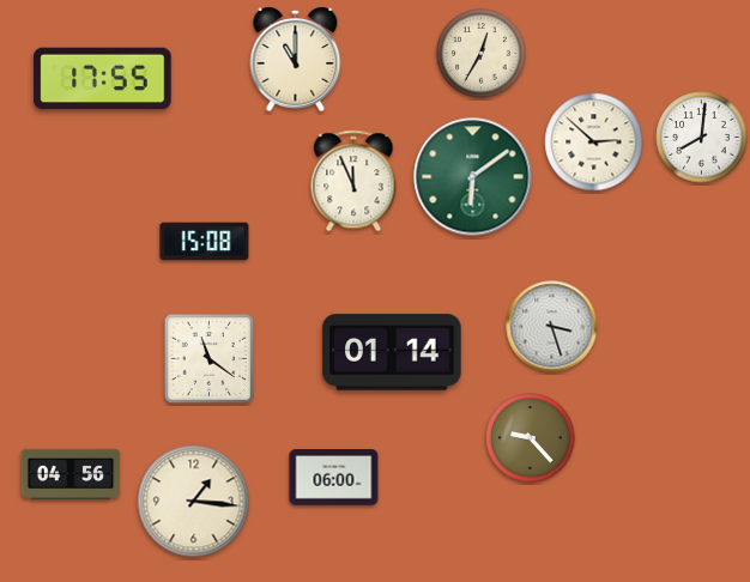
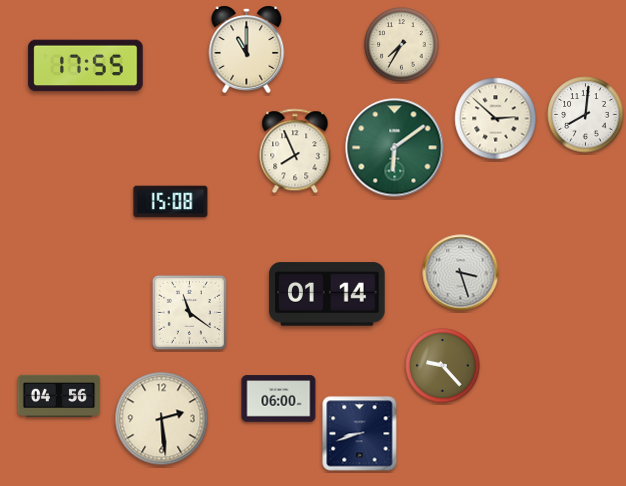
clock at (482, 54): 12:35 -> 7:35
clock at (353, 181): 11:56 -> 7:56
clock at (208, 358) position: (208, 358) -> (189, 312)
clock at (194, 502): 1:16 -> 2:29
clock at (360, 434): none -> 8:42
